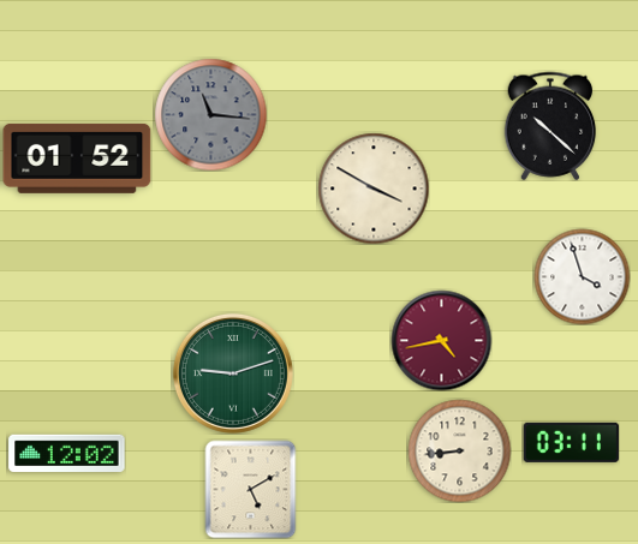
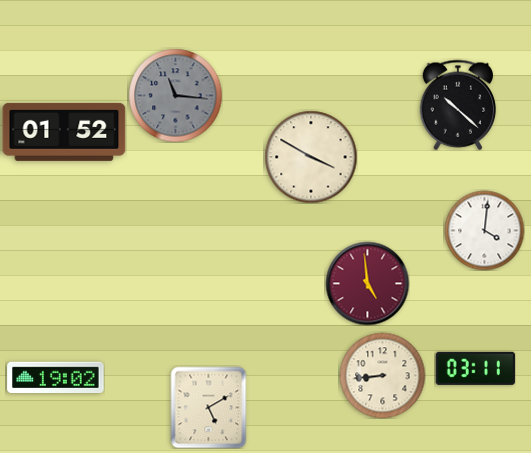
clock at (582, 276): 3:57 -> 4:01
clock at (441, 340): 4:43 -> 4:59
clock at (233, 373): 9:12 -> none
clock at (67, 454): 12:02 -> 19:02
